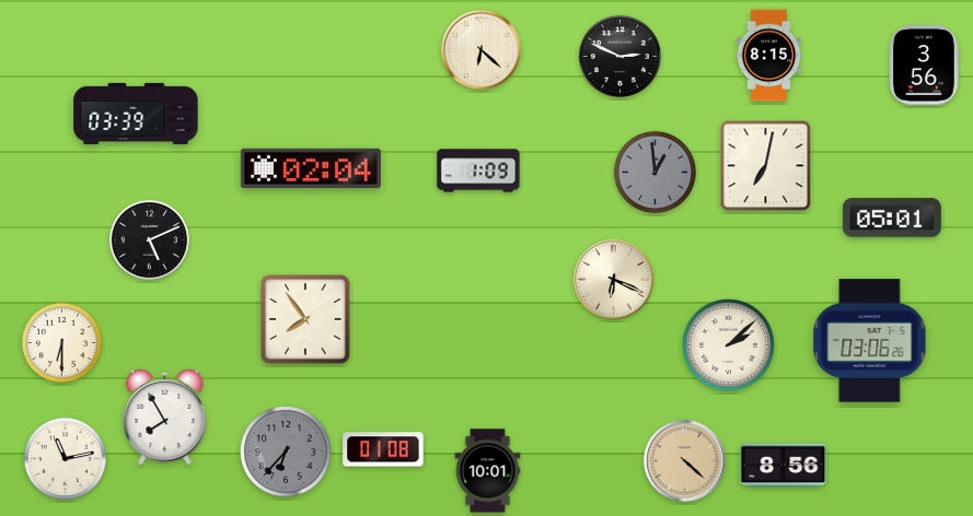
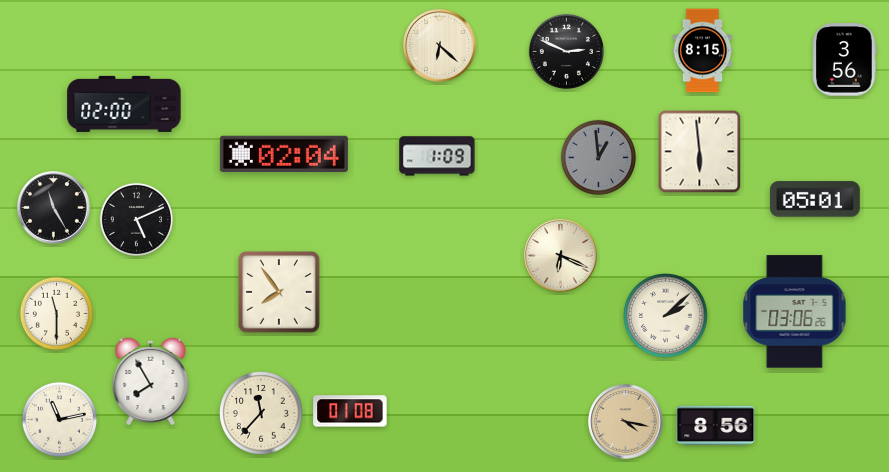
clock at (136, 114): 03:39 -> 02:00
clock at (766, 166): 7:02 -> 5:59
clock at (54, 208): none -> 11:25
clock at (61, 342): 6:30 -> 11:30
clock at (286, 451): 6:37 -> 11:37
clock at (286, 451) dial: grey -> cream
clock at (685, 461): 4:22 -> 4:17
clock at (488, 471): 10:01 -> none
